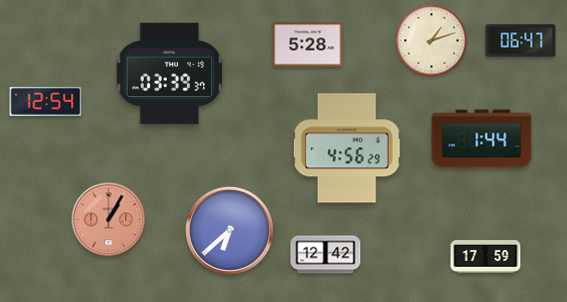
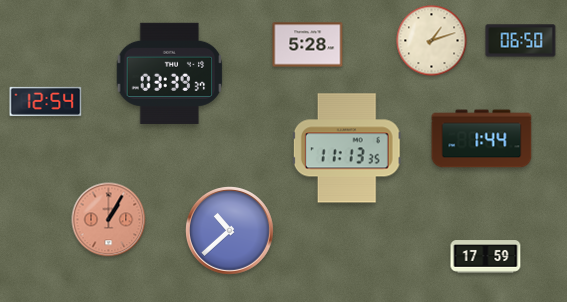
clock at (521, 41): 06:47 -> 06:50
clock at (347, 148): 4:56 -> 11:13
clock at (230, 231): 6:38 -> 10:38
clock at (326, 255): 12:42 -> none
